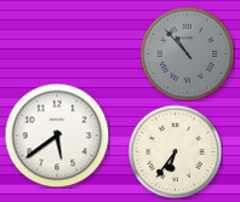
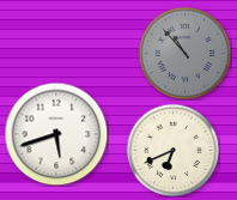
clock at (57, 135): 5:39 -> 5:42
clock at (175, 151): 6:36 -> 6:41
